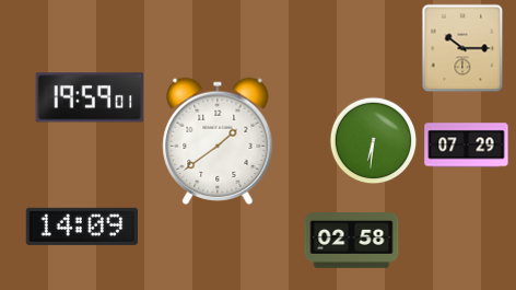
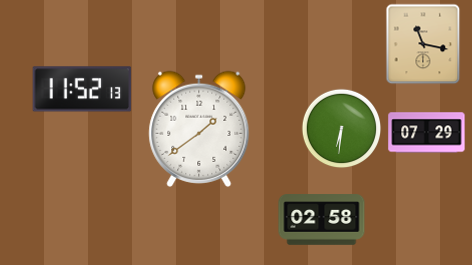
clock at (462, 48): 10:15 -> 11:17
clock at (90, 97): 19:59 -> 11:52
clock at (81, 227): 14:09 -> none
